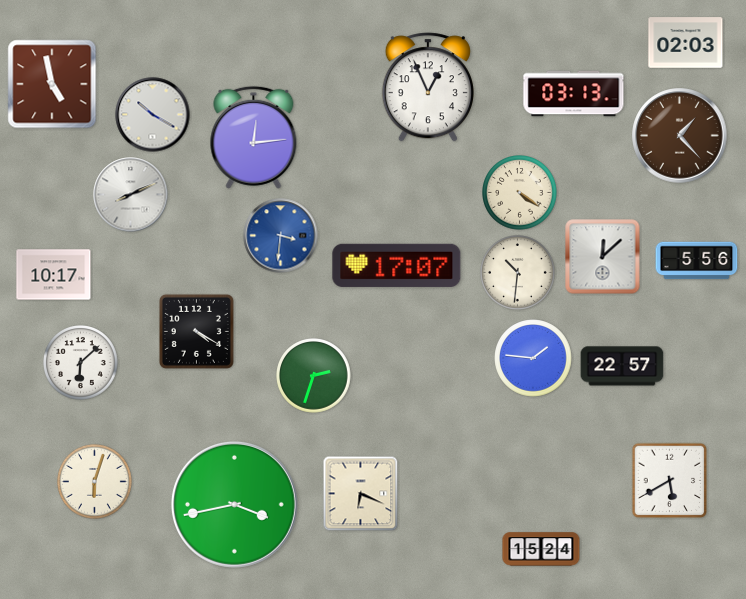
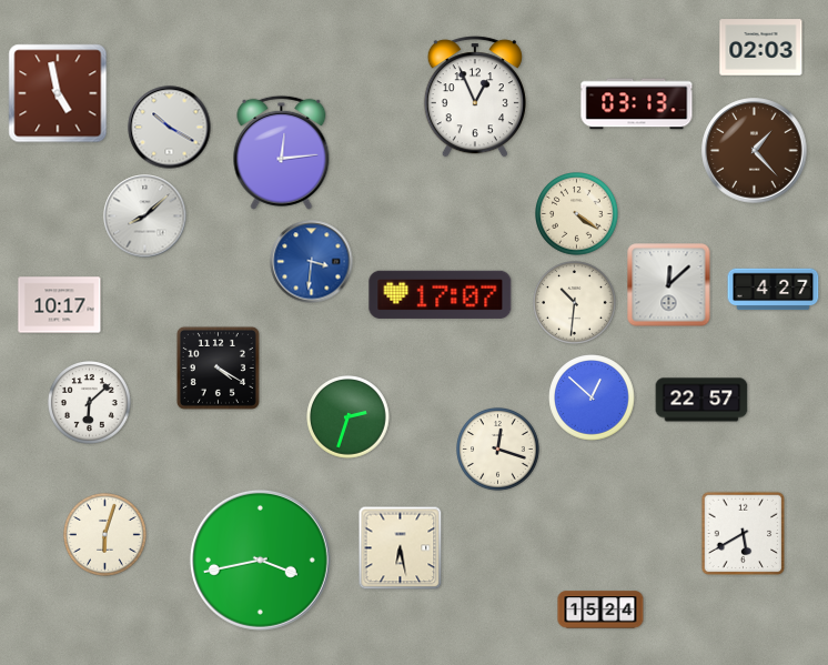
clock at (131, 195): 8:11 -> 8:08
clock at (697, 261): 5:56 -> 4:27
clock at (533, 358): 1:46 -> 12:52
clock at (622, 366) position: (622, 366) -> (701, 400)
clock at (498, 450): none -> 12:18
clock at (361, 494): 6:19 -> 6:28
